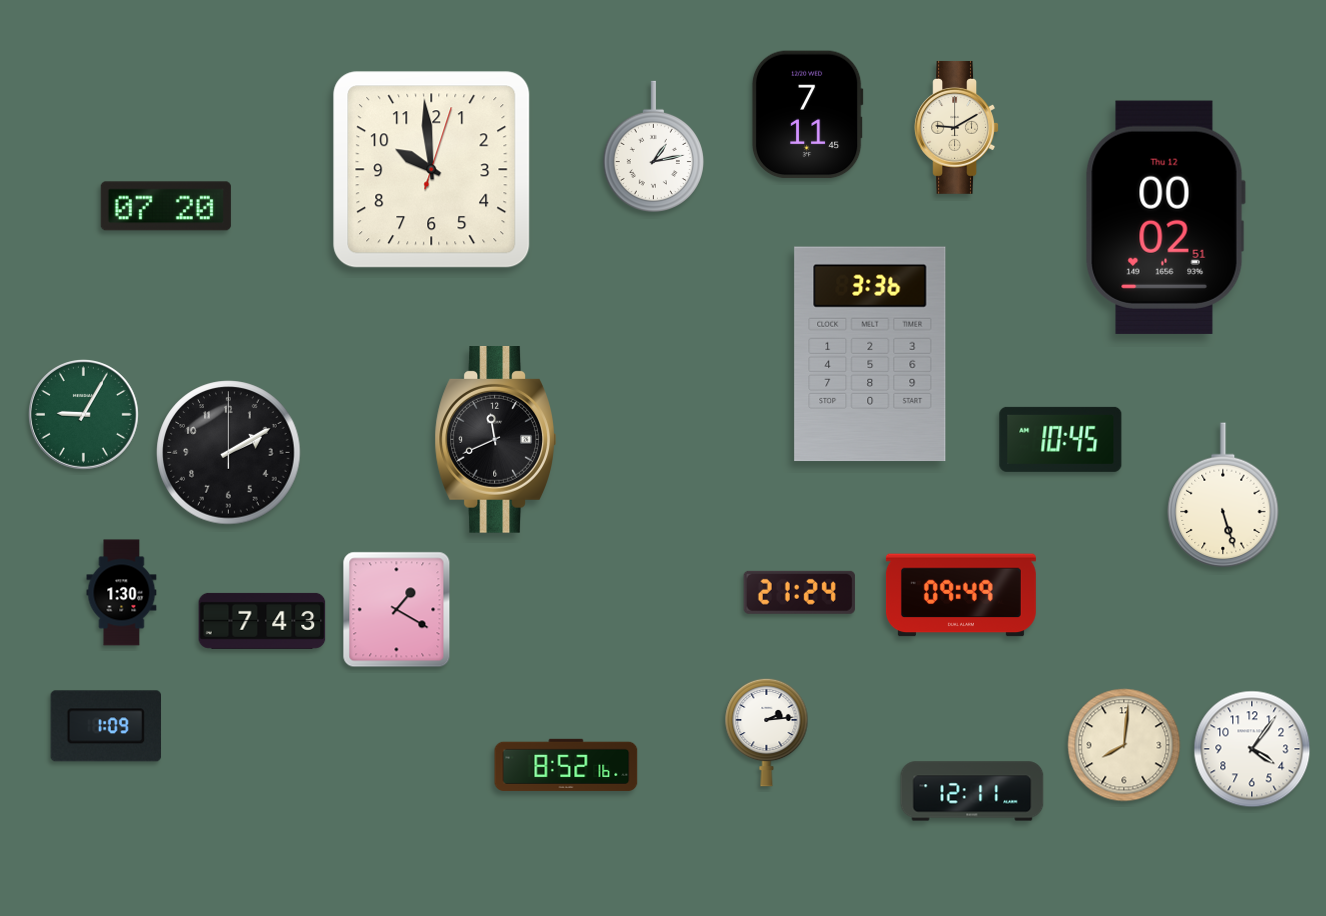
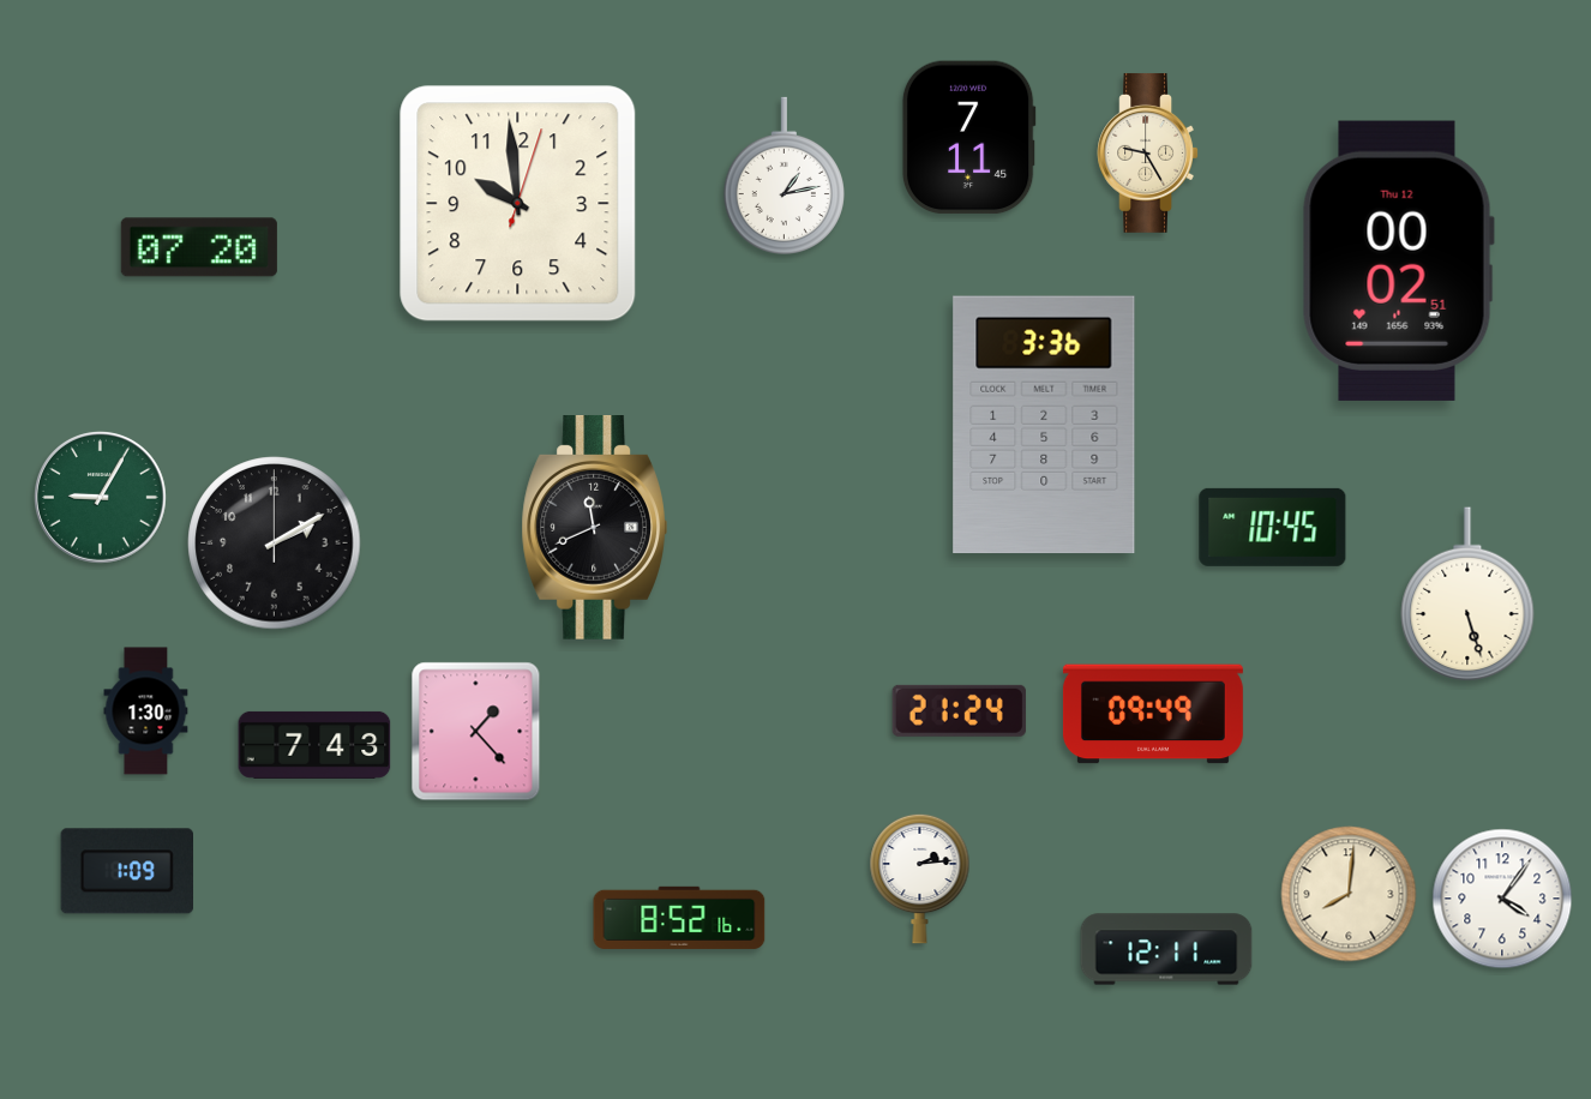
clock at (956, 127): 9:10 -> 9:25
clock at (397, 610): 1:20 -> 1:23
